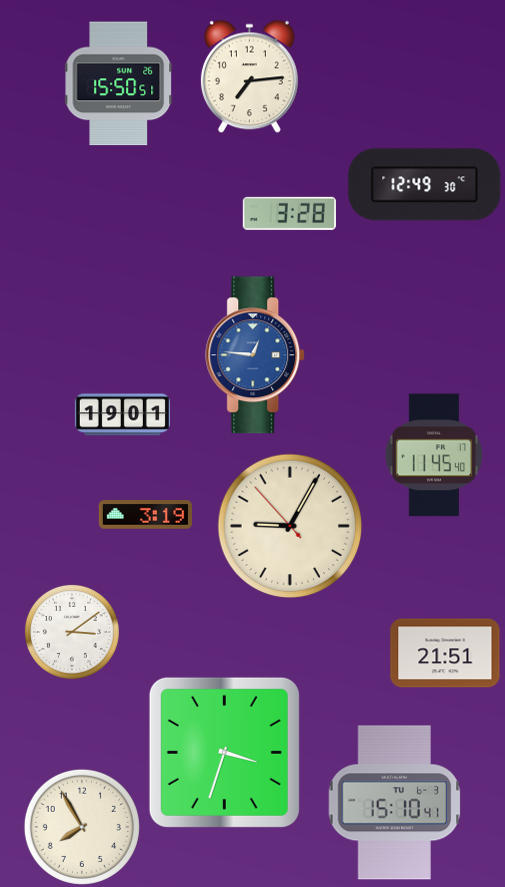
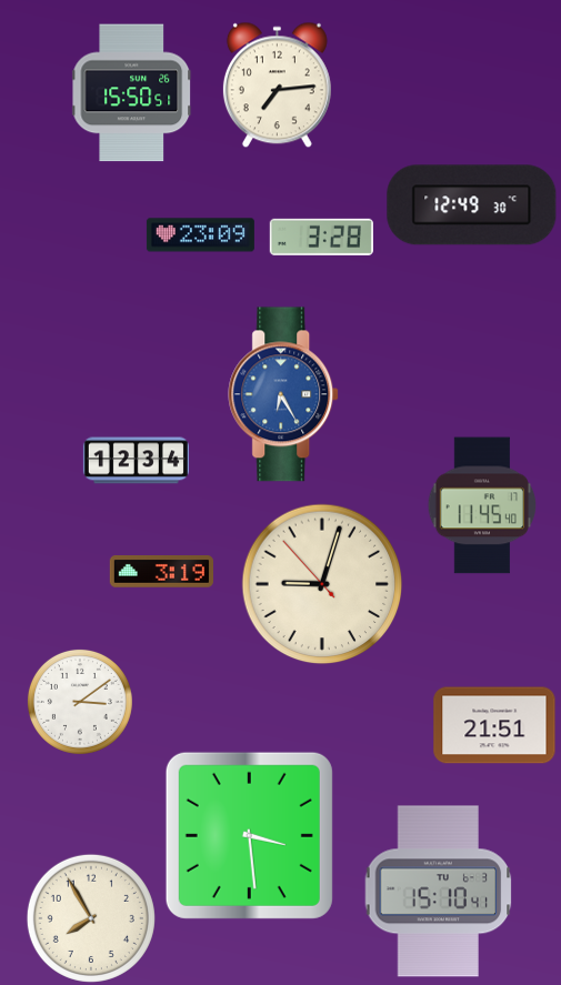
clock at (200, 235): none -> 23:09
clock at (256, 355): 12:46 -> 6:25
clock at (122, 415): 19:01 -> 12:34
clock at (290, 526): 9:04 -> 9:02
clock at (224, 752): 3:33 -> 3:29
